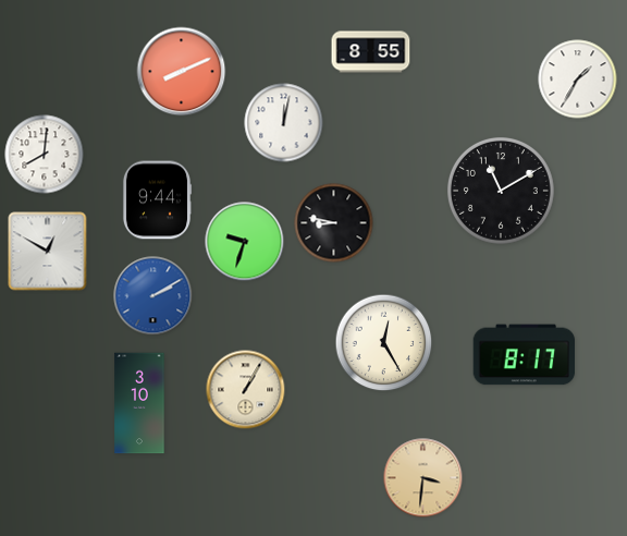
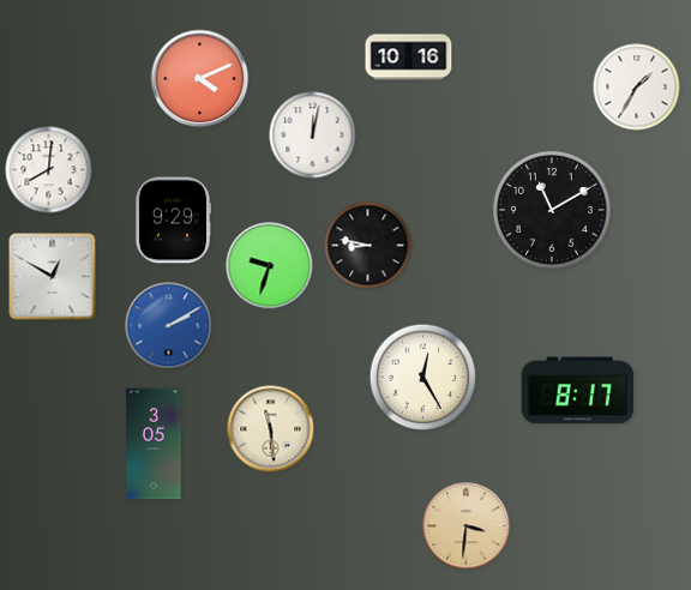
clock at (371, 52): 8:55 -> 10:16
clock at (182, 72): 8:11 -> 4:11
clock at (157, 200): 9:44 -> 9:29
clock at (246, 390): 1:05 -> 11:29
clock at (139, 403): 3:10 -> 3:05
